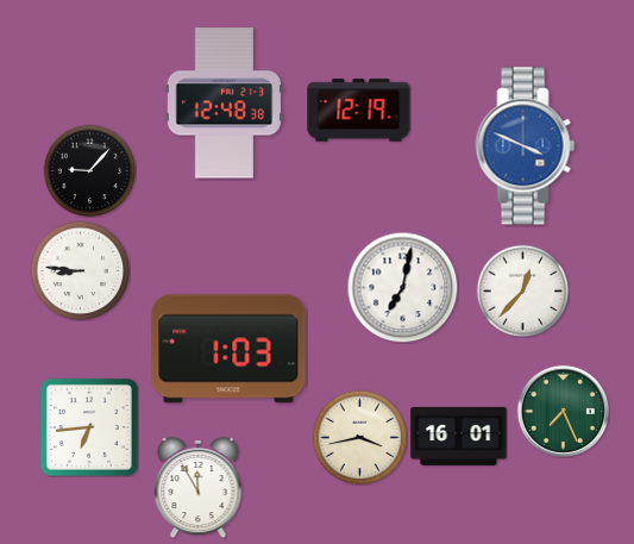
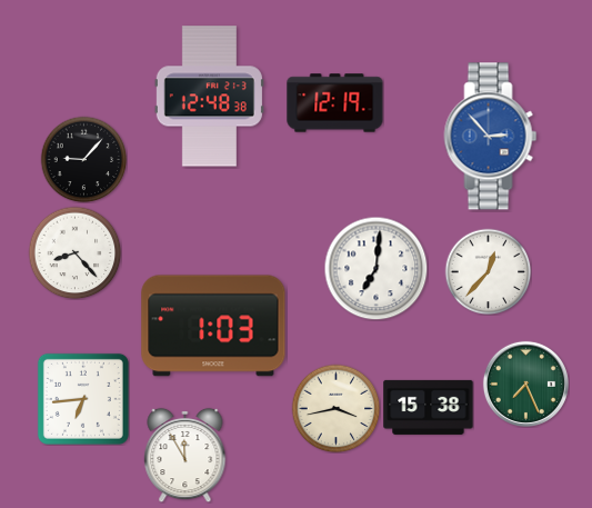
clock at (526, 146): 3:49 -> 2:53
clock at (80, 270): 8:46 -> 8:23
clock at (402, 287): 7:02 -> 7:01
clock at (459, 436): 16:01 -> 15:38
